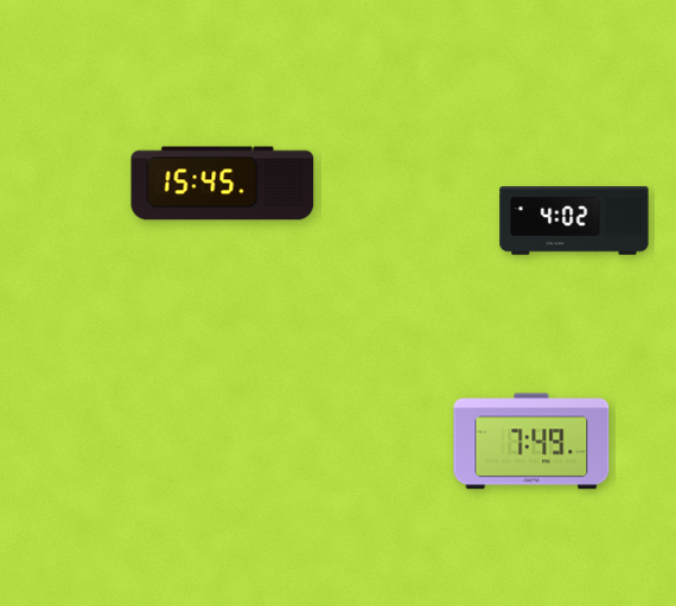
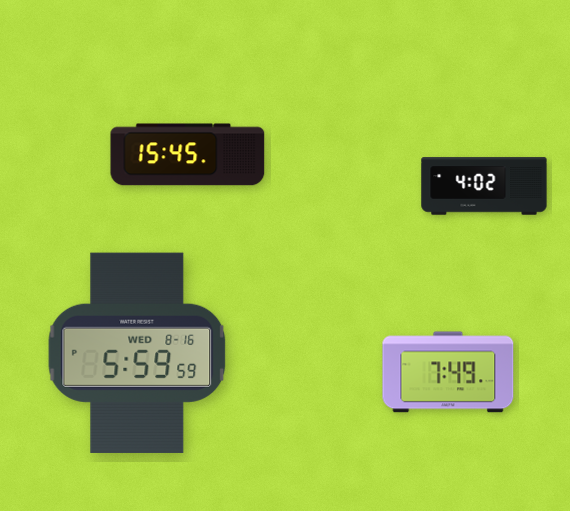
clock at (137, 353): none -> 5:59
